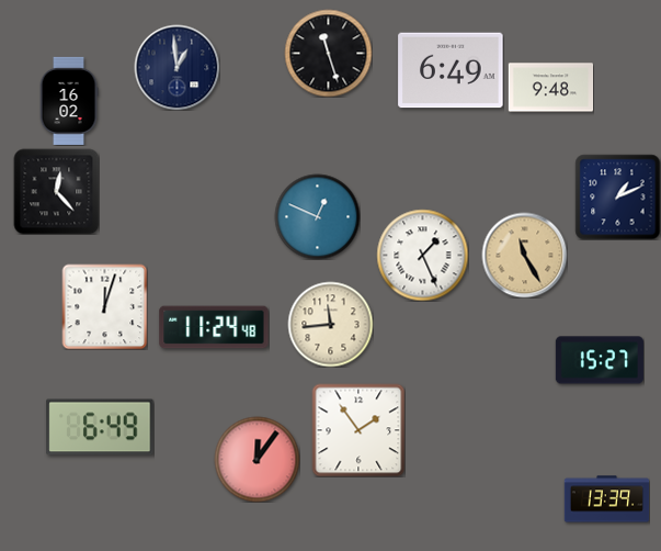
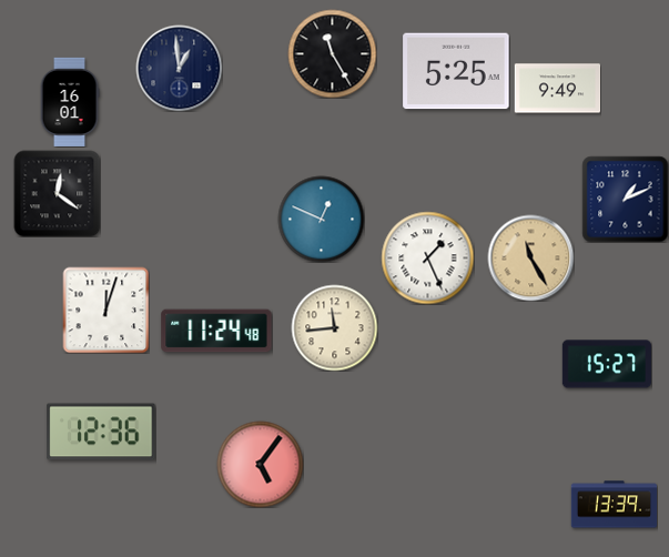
clock at (328, 53): 11:27 -> 11:25
clock at (451, 70): 6:49 -> 5:25
clock at (550, 88): 9:48 -> 9:49
clock at (69, 101): 16:02 -> 16:01
clock at (56, 191): 12:23 -> 12:21
clock at (100, 427): 6:49 -> 12:36
clock at (358, 430): 1:54 -> none
clock at (257, 459): 12:06 -> 5:06
